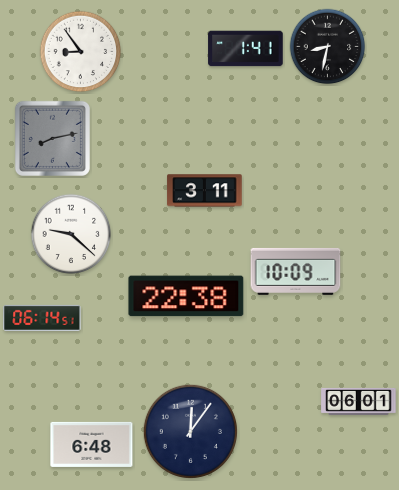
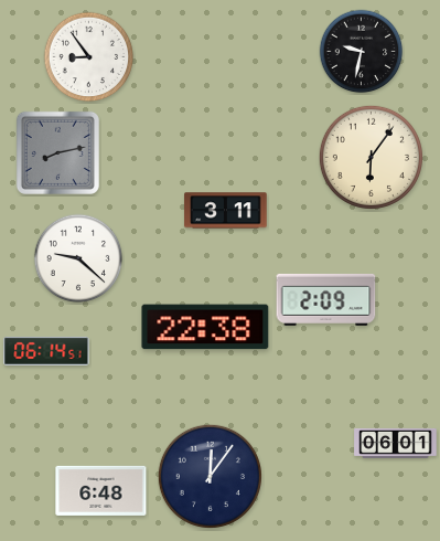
clock at (328, 47): 8:32 -> 9:32
clock at (246, 49): 1:41 -> none
clock at (371, 157): none -> 6:06
clock at (296, 271): 10:09 -> 2:09
